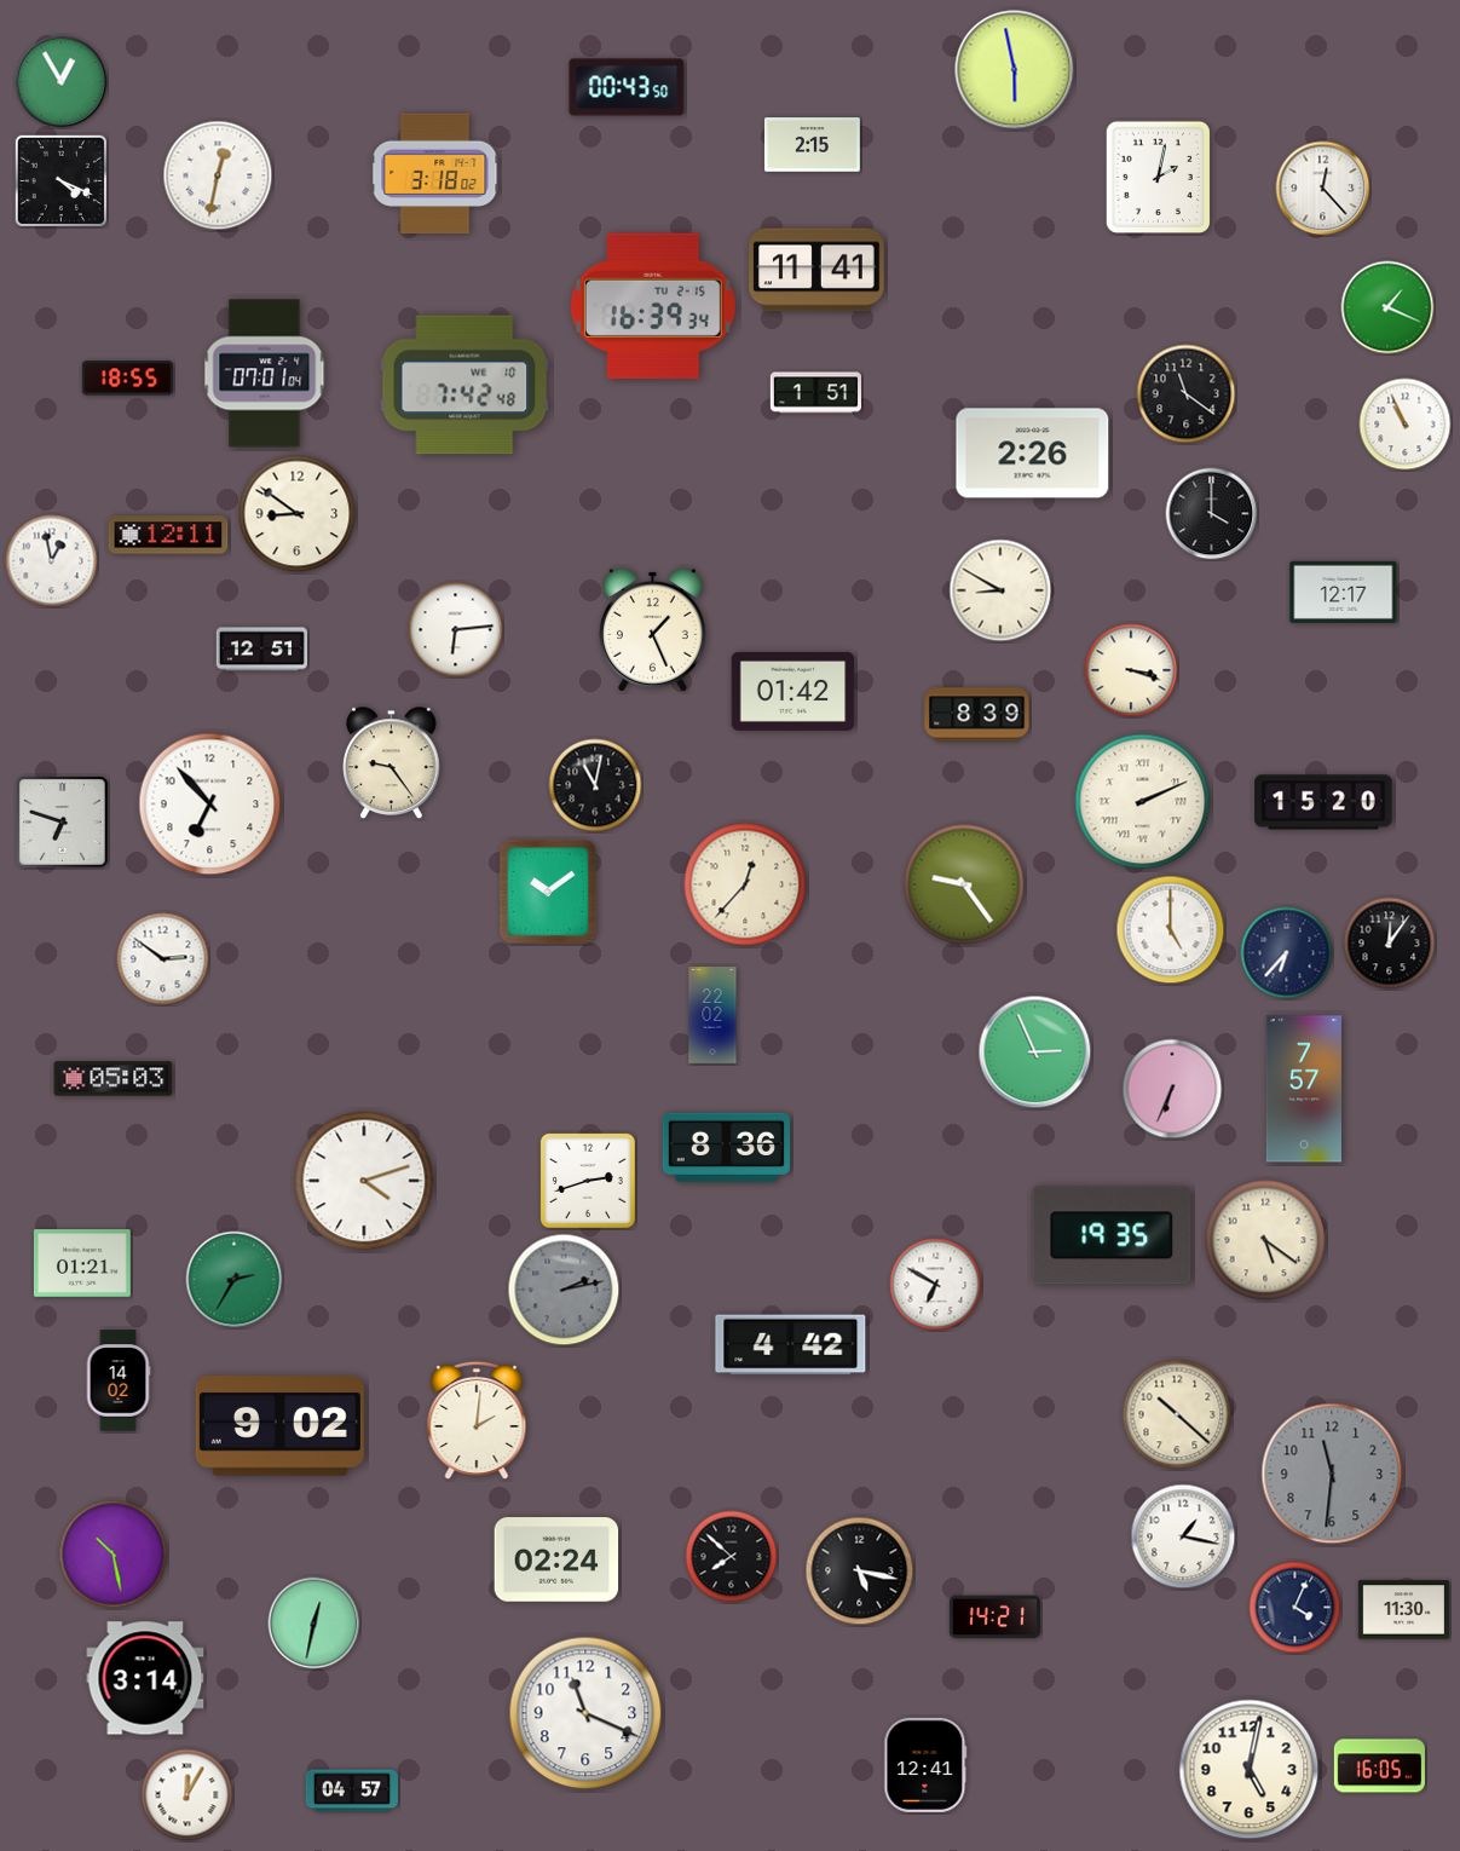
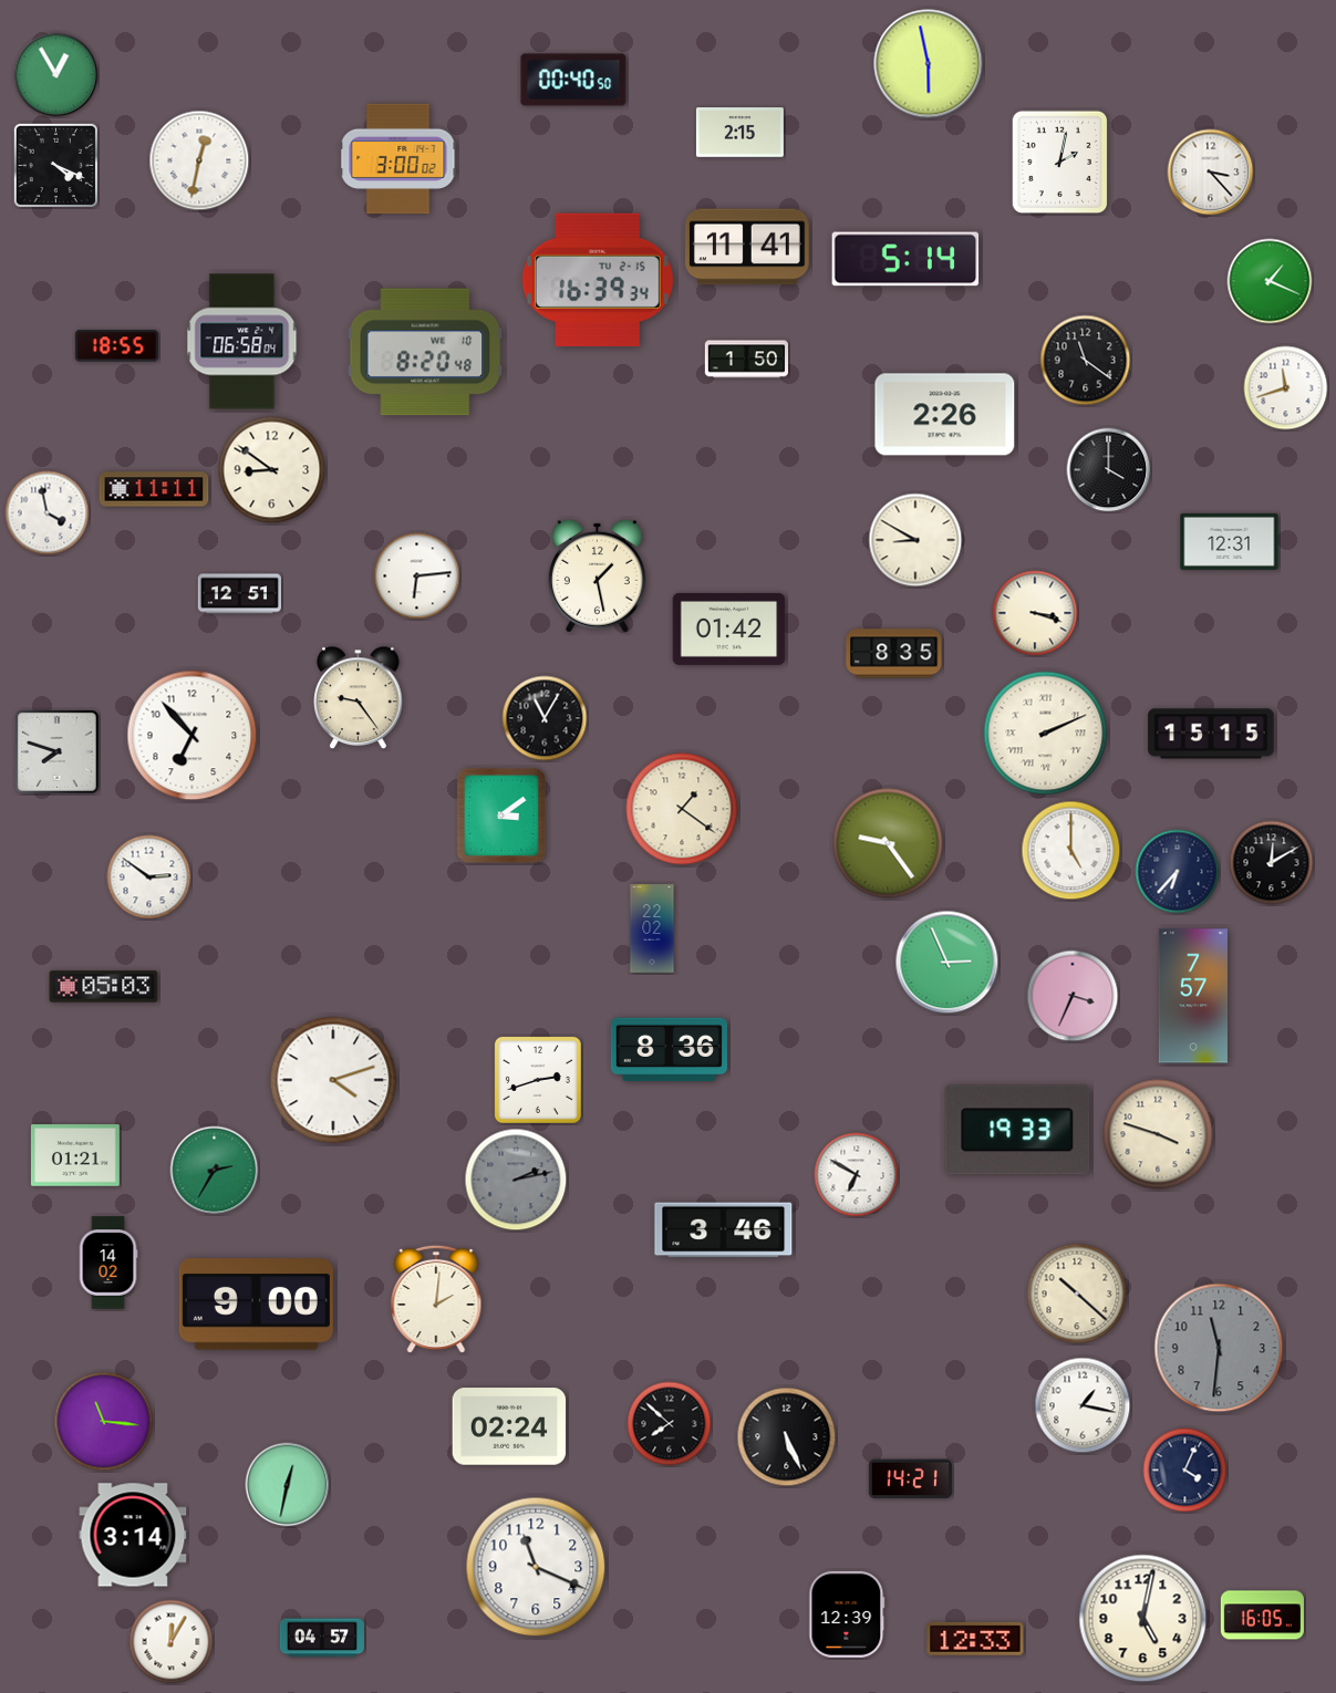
clock at (627, 87): 00:43 -> 00:40
clock at (812, 145) position: (812, 145) -> (739, 133)
clock at (435, 174): 3:18 -> 3:00
clock at (1323, 189): 12:23 -> 3:23
clock at (905, 259): none -> 5:14
clock at (265, 374): 07:01 -> 06:58
clock at (464, 385): 7:42 -> 8:20
clock at (815, 393): 1:51 -> 1:50
clock at (1406, 425): 10:56 -> 11:42
clock at (168, 535): 12:11 -> 11:11
clock at (52, 561): 12:58 -> 3:58
clock at (1344, 592): 12:17 -> 12:31
clock at (652, 629): 1:26 -> 1:28
clock at (794, 691) position: (794, 691) -> (729, 629)
clock at (977, 715): 8:39 -> 8:35
clock at (595, 785): 11:02 -> 11:05
clock at (1323, 802): 15:20 -> 15:15
clock at (62, 821): 6:48 -> 7:48
clock at (745, 884): 12:37 -> 1:21
clock at (964, 884) position: (964, 884) -> (888, 843)
clock at (548, 892): 10:09 -> 3:09
clock at (1390, 944): 12:06 -> 12:10
clock at (1172, 1089): 6:34 -> 3:34
clock at (726, 1148) position: (726, 1148) -> (669, 1050)
clock at (1112, 1235): 19:35 -> 19:33
clock at (1265, 1240): 5:21 -> 3:48
clock at (791, 1345): 4:42 -> 3:46
clock at (279, 1426): 9:02 -> 9:00
clock at (114, 1555): 10:28 -> 11:16
clock at (860, 1572): 5:17 -> 5:26
clock at (1403, 1610): 11:30 -> none
clock at (925, 1765): 12:41 -> 12:39
clock at (975, 1639): none -> 12:33
